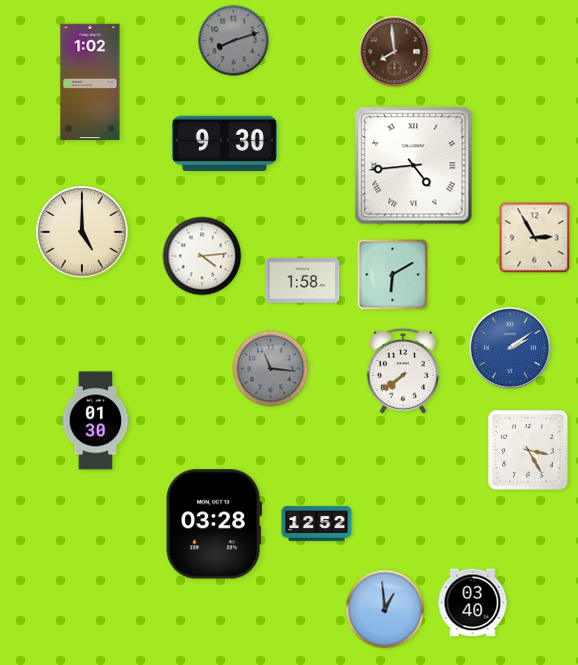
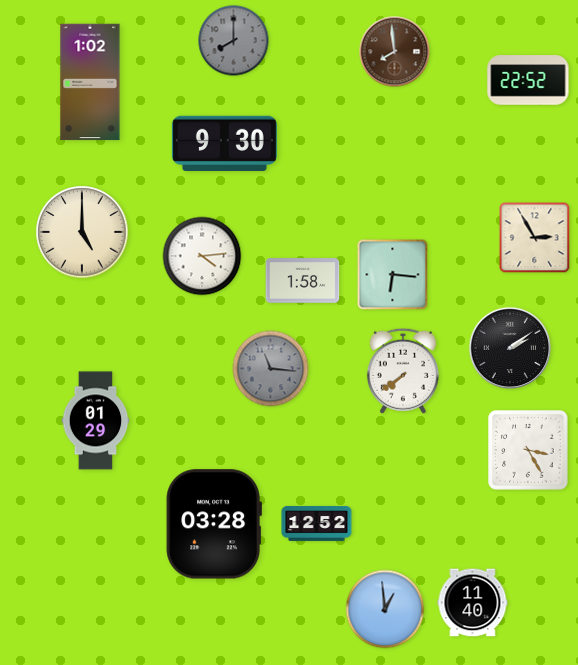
clock at (234, 41): 8:12 -> 8:00
clock at (528, 80): none -> 22:52
clock at (414, 166): 4:44 -> none
clock at (393, 275): 6:10 -> 6:16
clock at (510, 348) dial: blue -> black
clock at (96, 421): 01:30 -> 01:29
clock at (473, 603): 03:40 -> 11:40
